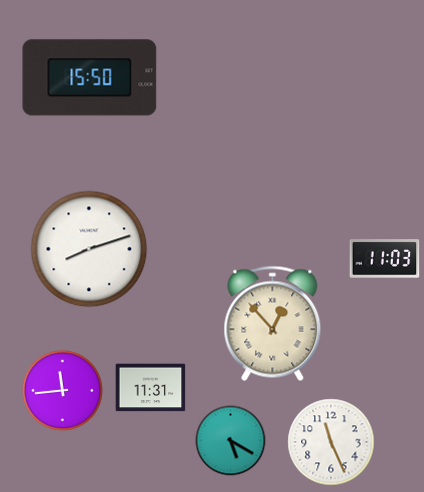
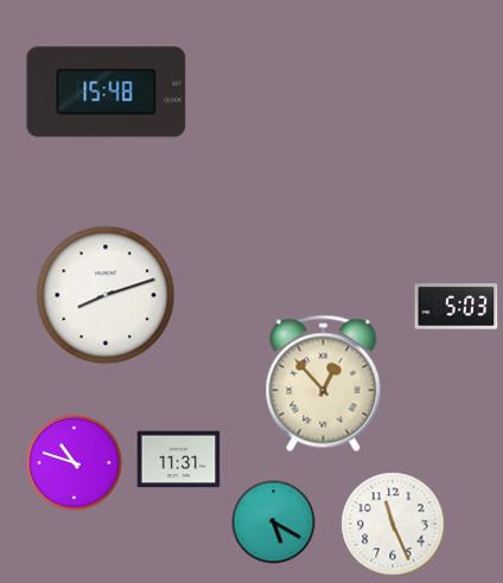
clock at (90, 78): 15:50 -> 15:48
clock at (385, 259): 11:03 -> 5:03
clock at (62, 390): 11:44 -> 10:48
